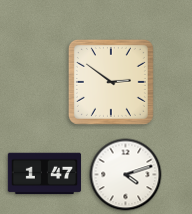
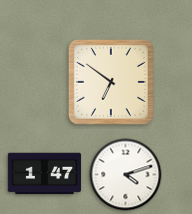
clock at (111, 82): 2:51 -> 6:51
